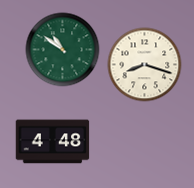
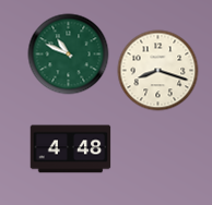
clock at (63, 50): 10:51 -> 10:49
clock at (53, 142) position: (53, 142) -> (71, 149)
